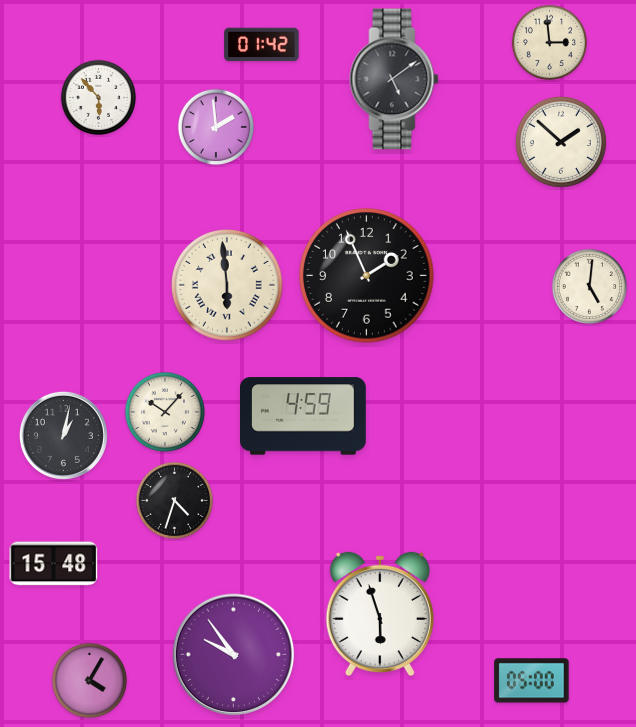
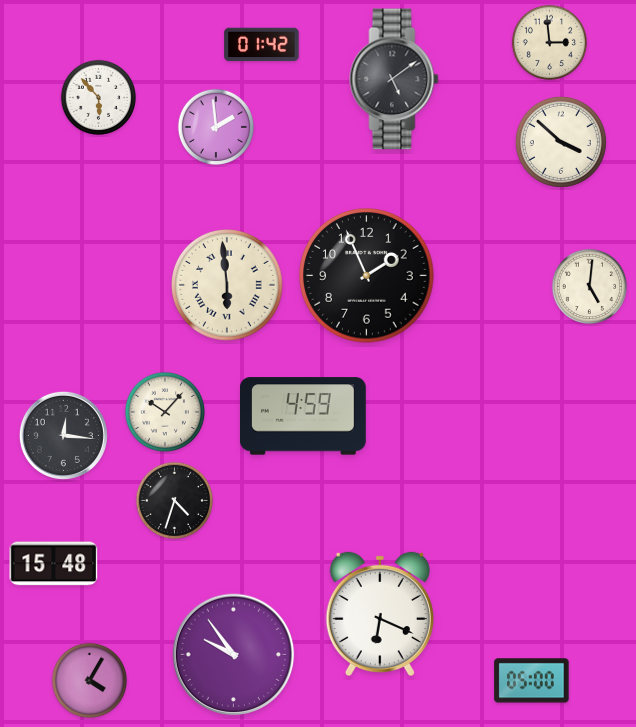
clock at (561, 142): 1:52 -> 3:52
clock at (63, 435): 1:02 -> 12:16
clock at (380, 614): 5:57 -> 6:19
